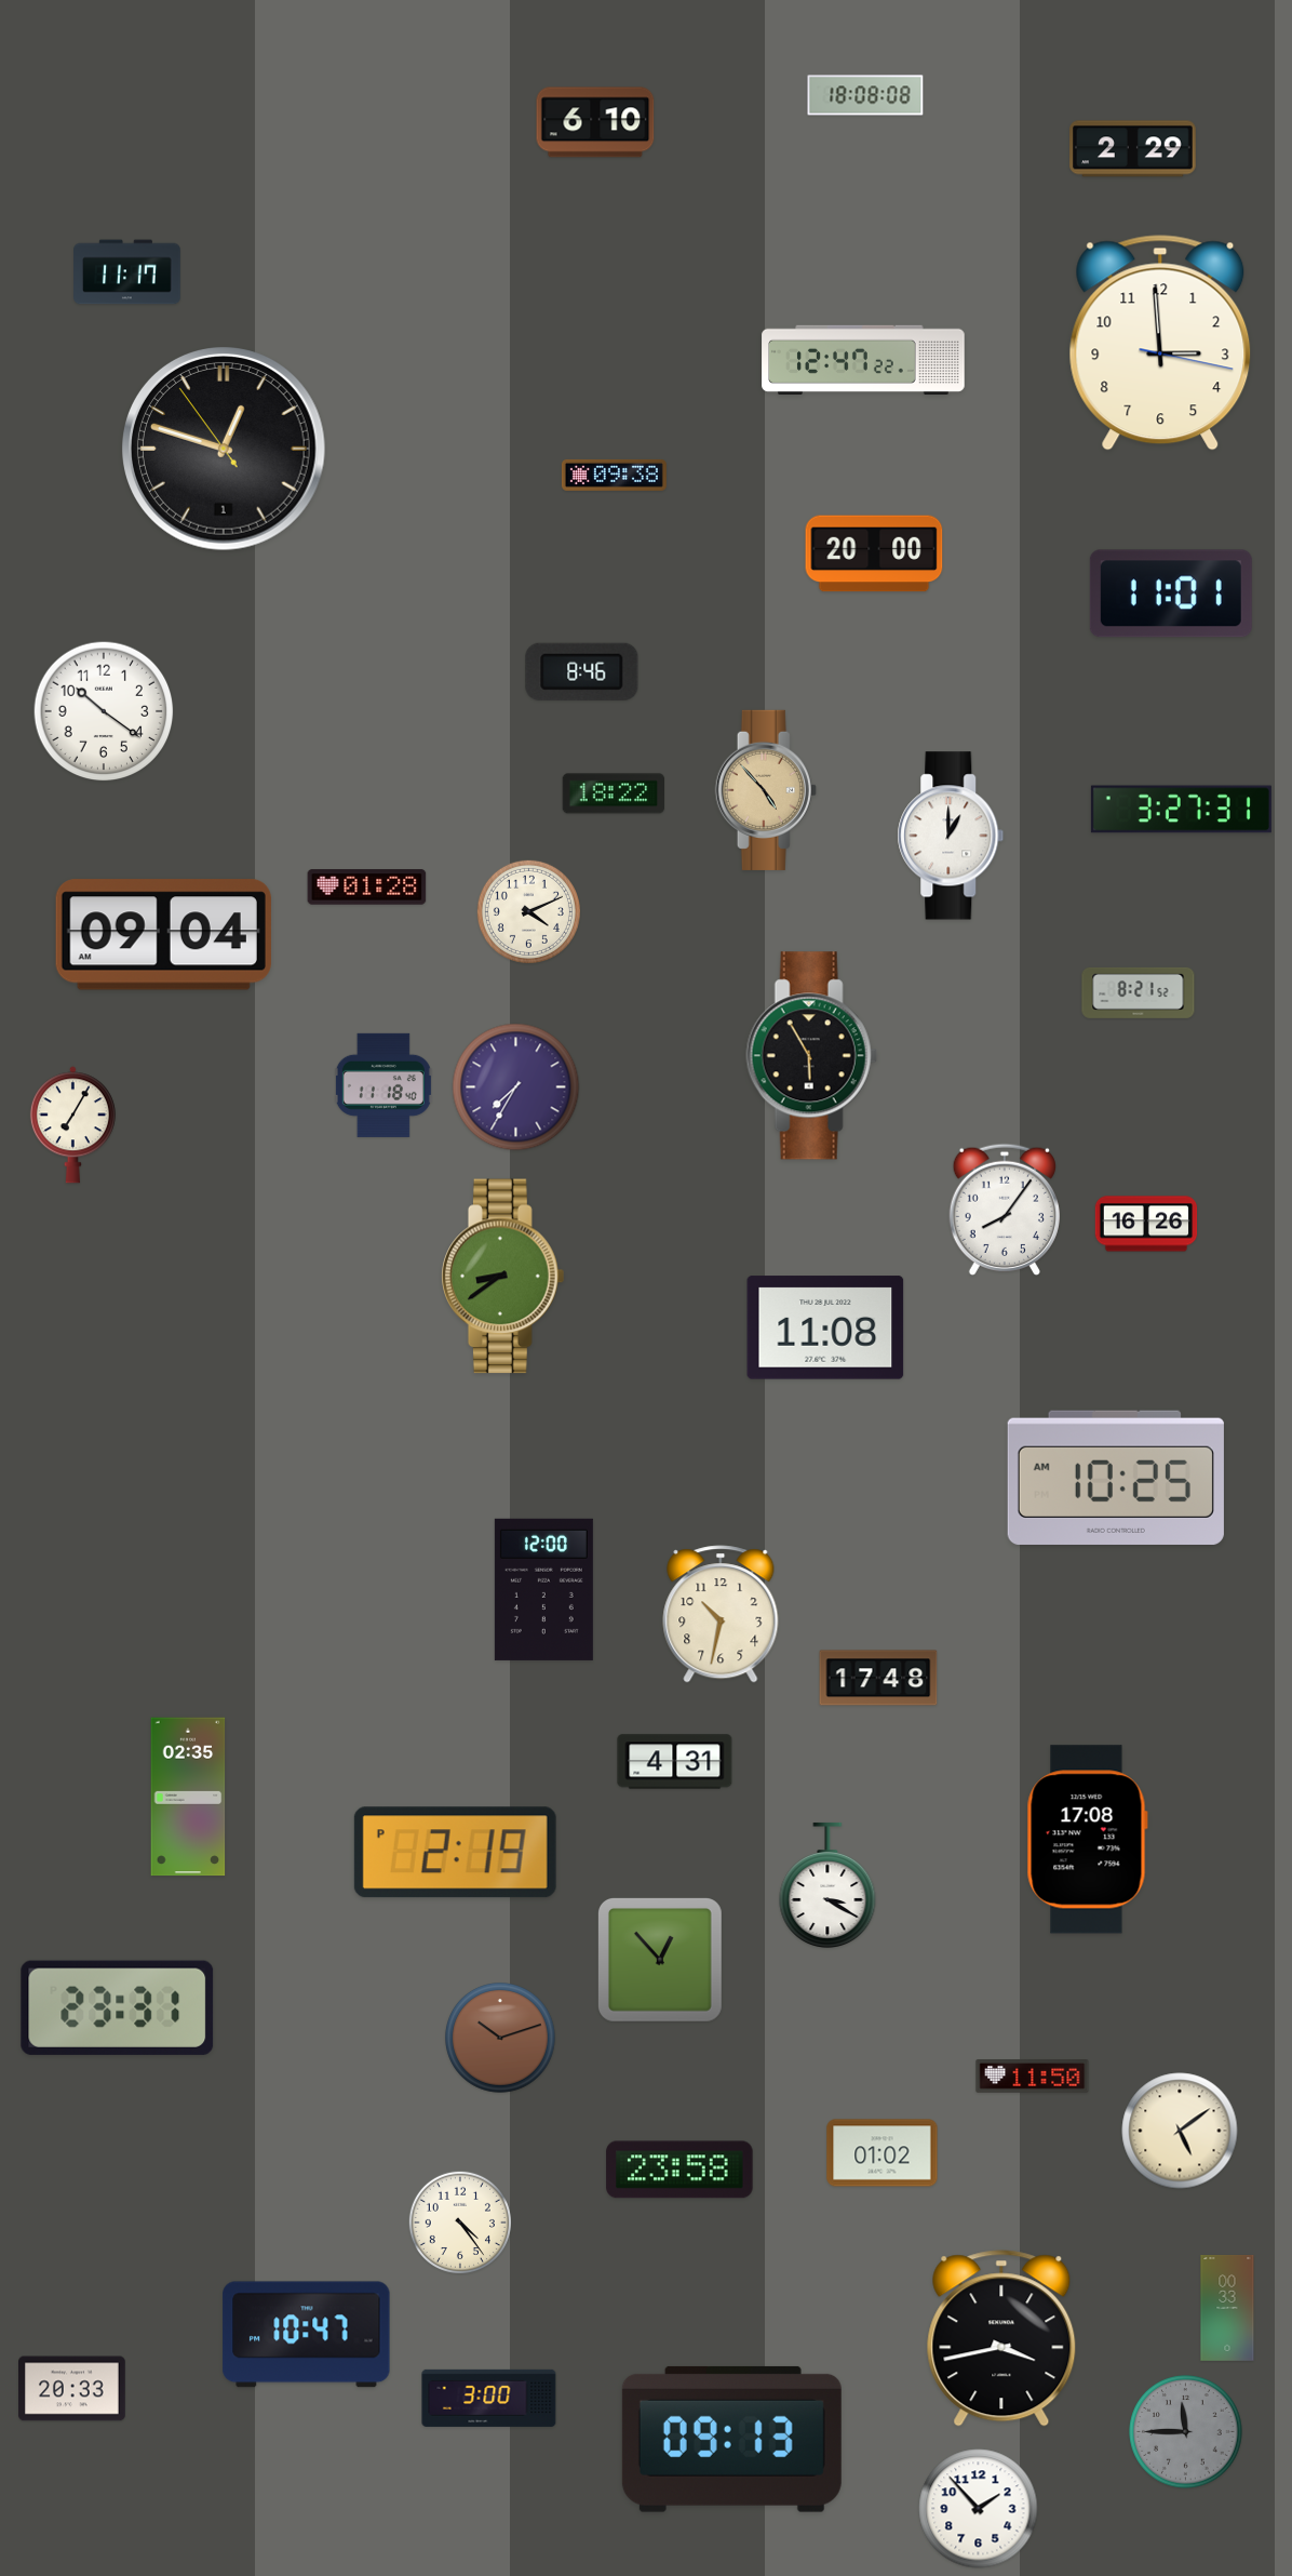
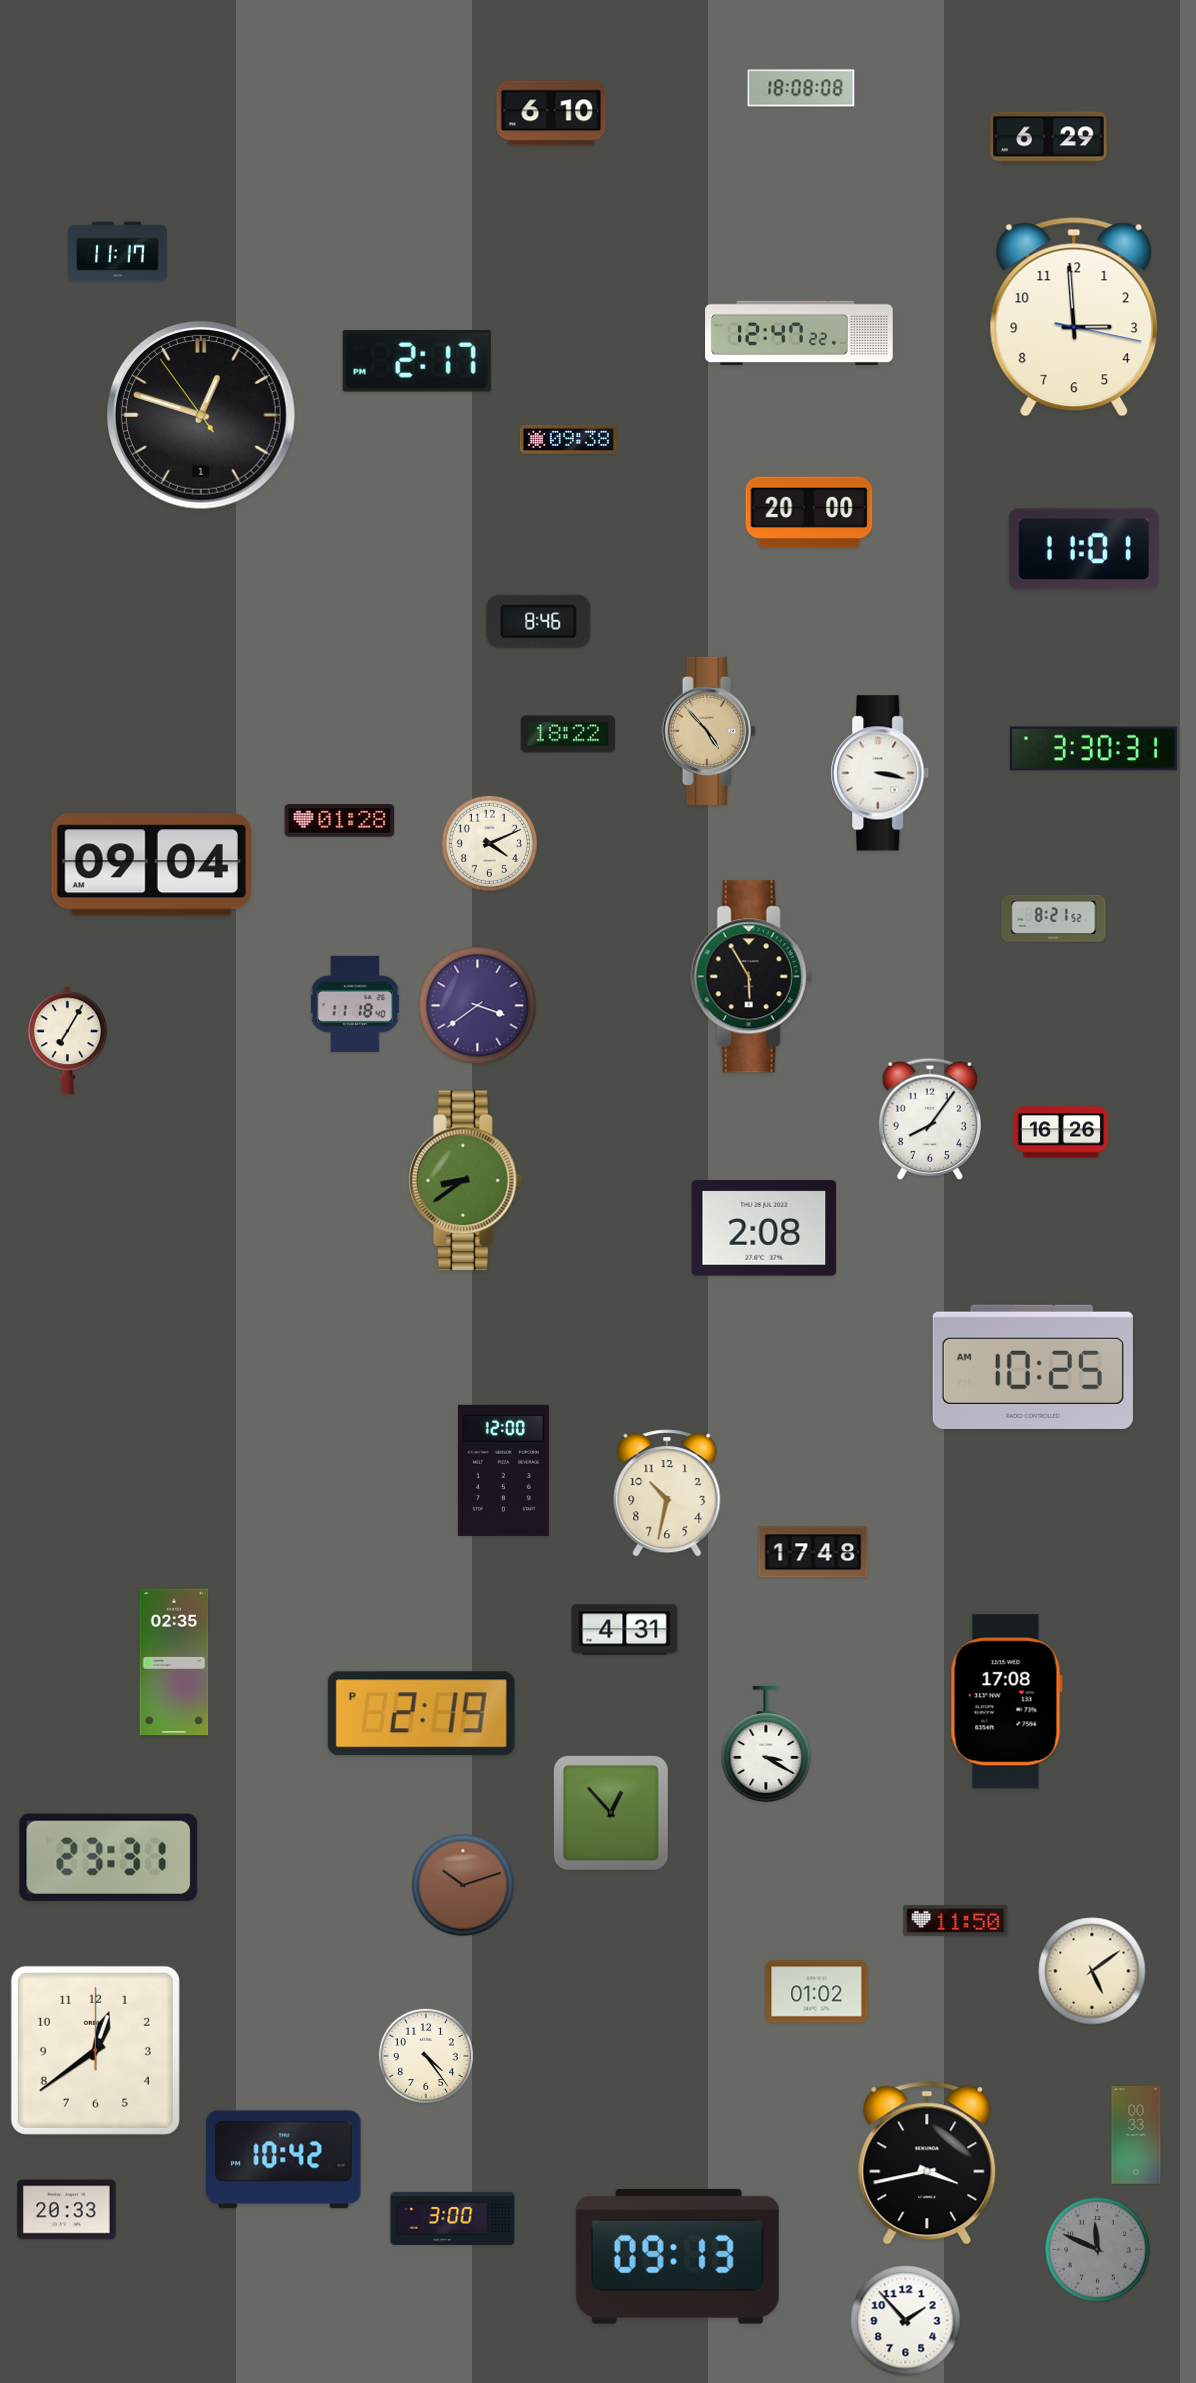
clock at (1133, 149): 2:29 -> 6:29
clock at (417, 361): none -> 2:17
clock at (225, 450) position: (225, 450) -> (202, 416)
clock at (104, 711): 10:21 -> none
clock at (1181, 810): 3:27 -> 3:30
clock at (951, 836): 1:00 -> 3:17
clock at (516, 1087): 7:35 -> 3:39
clock at (825, 1327): 11:08 -> 2:08
clock at (679, 2170): 23:58 -> none
clock at (95, 2050): none -> 12:39
clock at (307, 2335): 10:47 -> 10:42
clock at (1186, 2432): 11:45 -> 11:49
